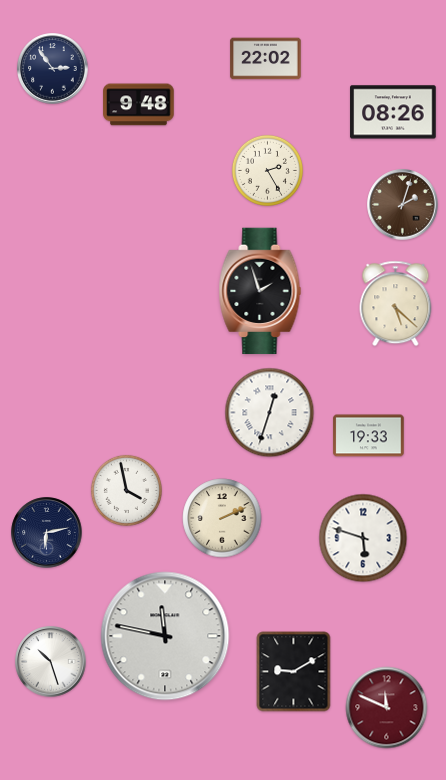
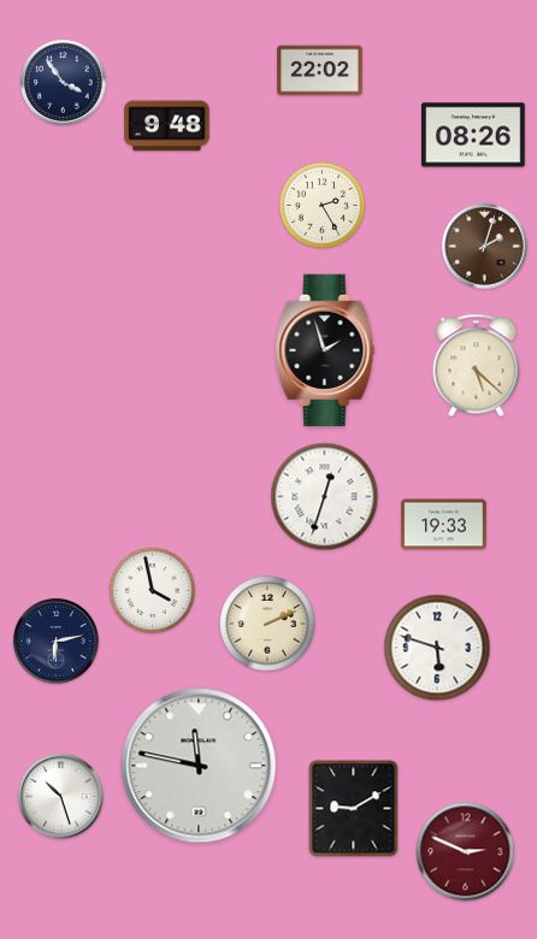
clock at (53, 69): 2:54 -> 3:54
clock at (260, 291) position: (260, 291) -> (325, 350)
clock at (387, 708): 11:49 -> 2:49
